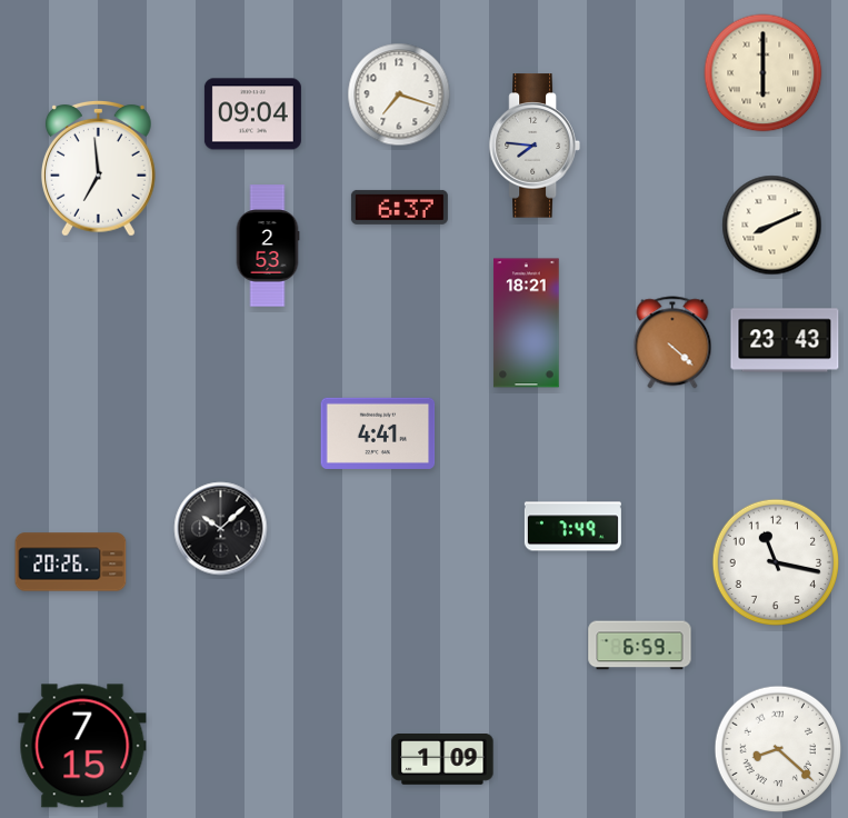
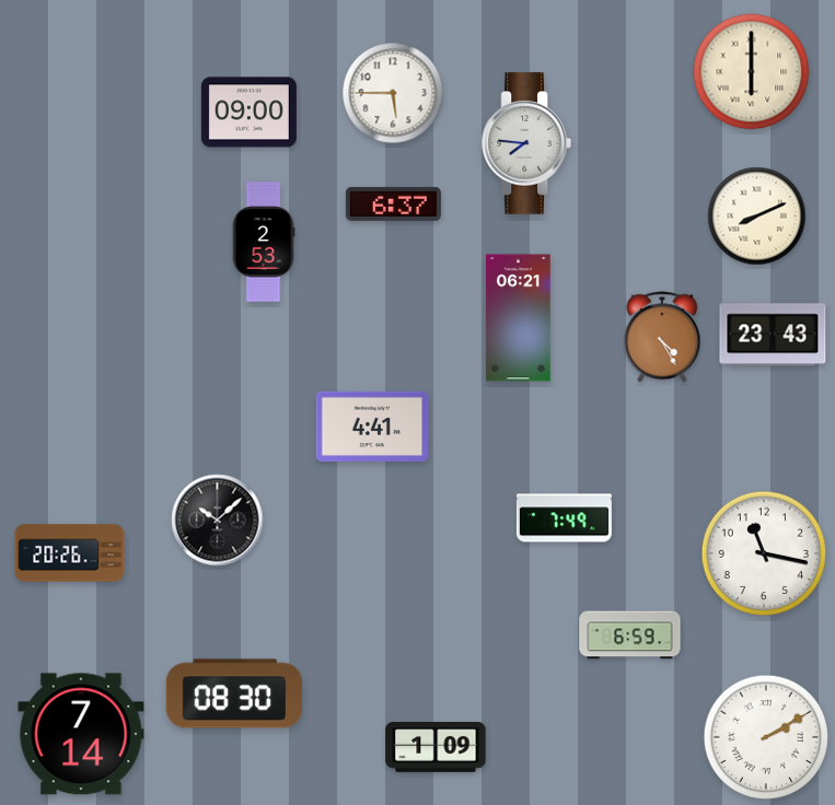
clock at (399, 94): 7:18 -> 5:45
clock at (252, 114): 09:04 -> 09:00
clock at (98, 168): 6:59 -> none
clock at (772, 226) position: (772, 226) -> (757, 217)
clock at (527, 323): 18:21 -> 06:21
clock at (672, 342): 4:22 -> 4:25
clock at (234, 693): none -> 08:30
clock at (82, 746): 7:15 -> 7:14
clock at (778, 749): 8:22 -> 2:10
